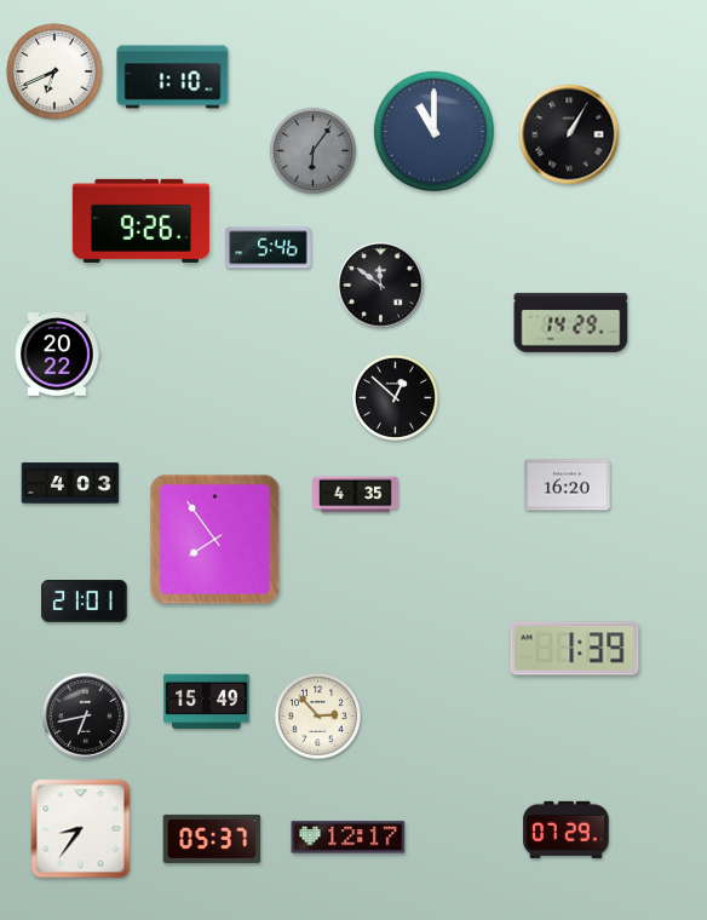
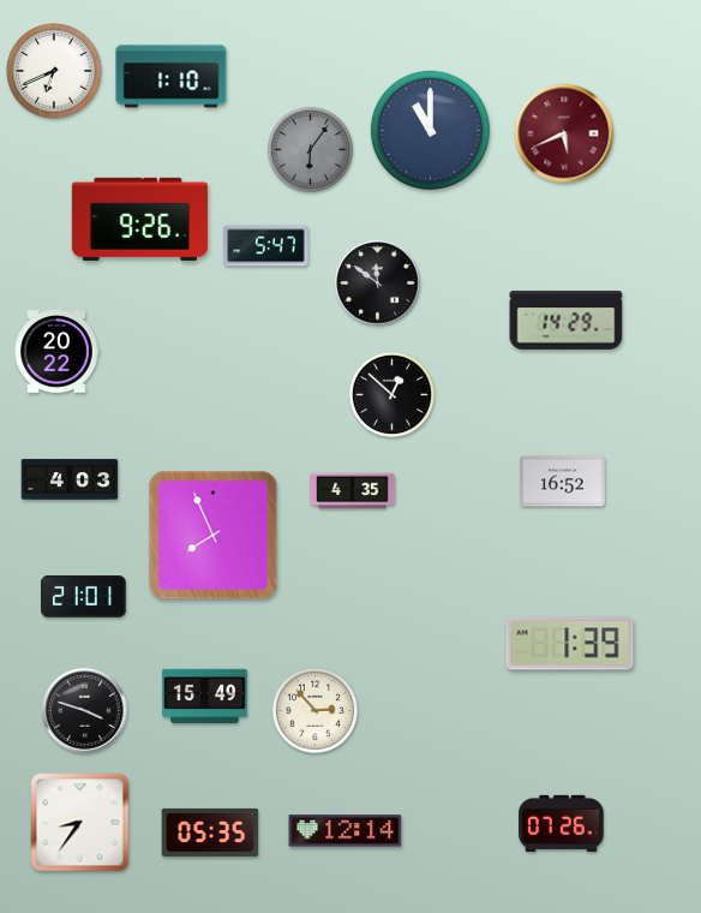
clock at (569, 134): 1:05 -> 5:41
clock at (569, 134) dial: black -> burgundy
clock at (269, 248): 5:46 -> 5:47
clock at (568, 485): 16:20 -> 16:52
clock at (215, 540): 7:54 -> 7:56
clock at (86, 717): 6:43 -> 3:48
clock at (567, 829): 07:29 -> 07:26
clock at (349, 838): 12:17 -> 12:14
clock at (212, 839): 05:37 -> 05:35
